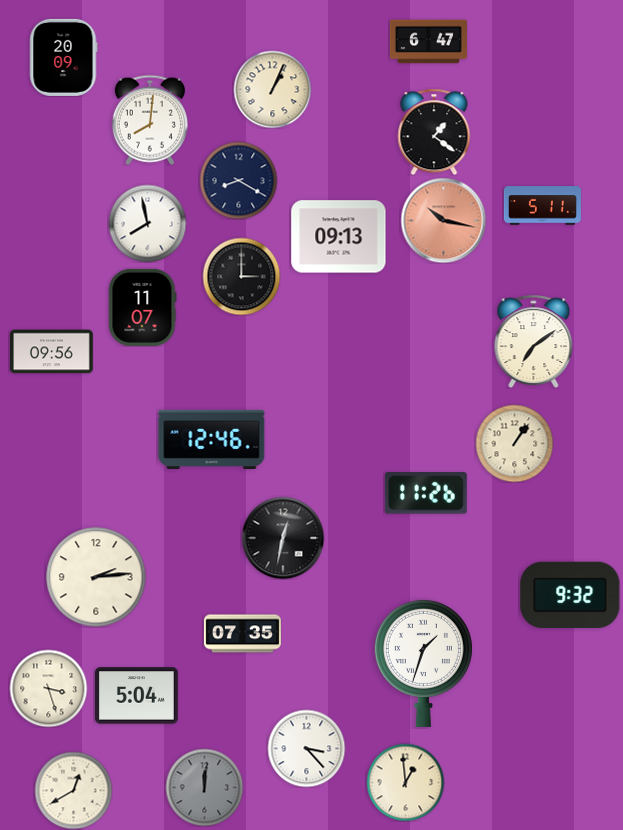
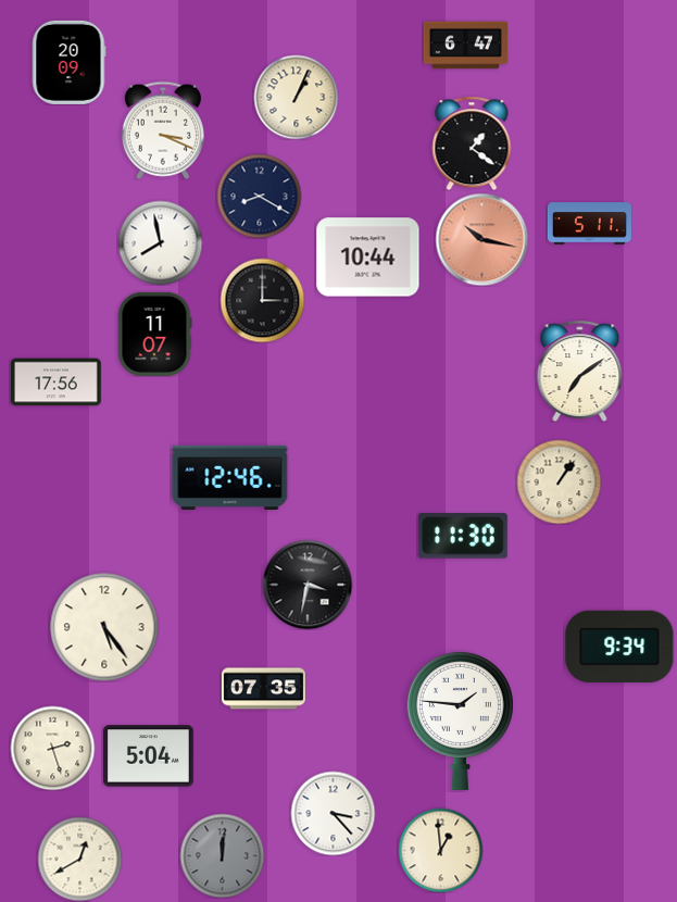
clock at (150, 120): 8:01 -> 3:19
clock at (339, 237): 09:13 -> 10:44
clock at (52, 352): 09:56 -> 17:56
clock at (426, 493): 11:26 -> 11:30
clock at (283, 538): 12:32 -> 3:32
clock at (96, 577): 2:14 -> 5:24
clock at (570, 594): 9:32 -> 9:34
clock at (423, 663): 1:33 -> 1:46
clock at (48, 688): 3:27 -> 2:27
